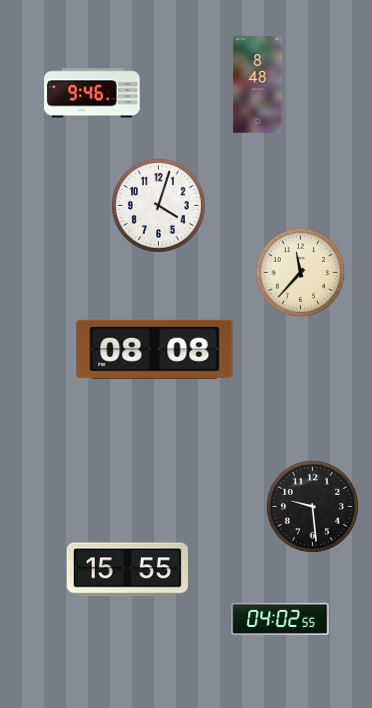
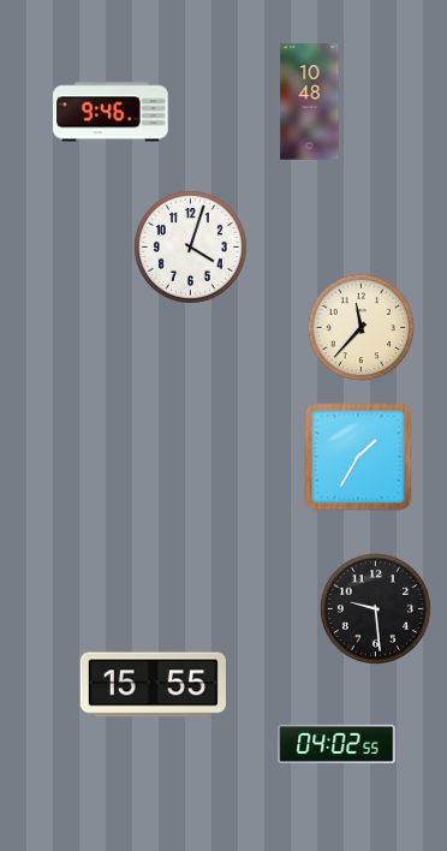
clock at (258, 85): 8:48 -> 10:48
clock at (155, 349): 08:08 -> none
clock at (358, 457): none -> 1:35
